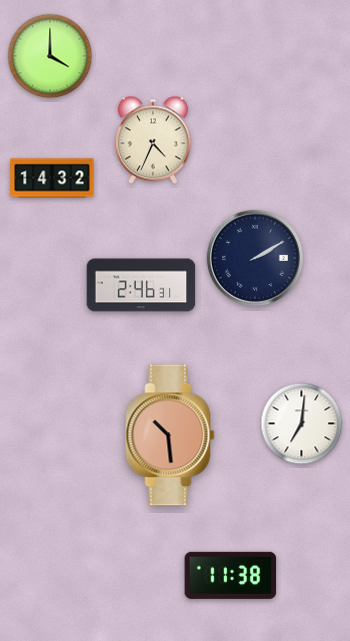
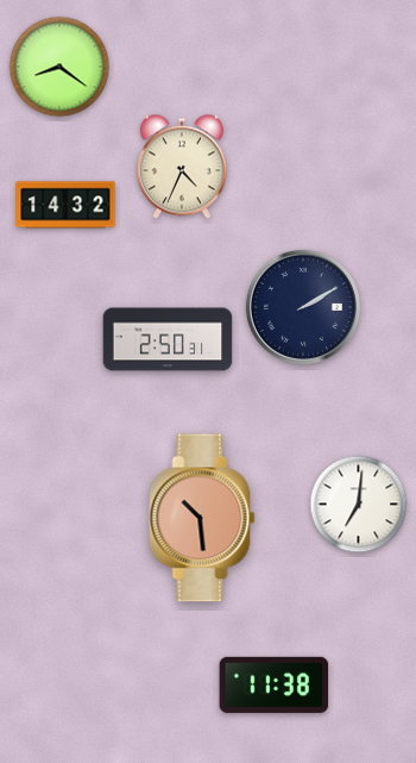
clock at (50, 56): 4:00 -> 8:21
clock at (52, 178) position: (52, 178) -> (65, 205)
clock at (141, 285): 2:46 -> 2:50
